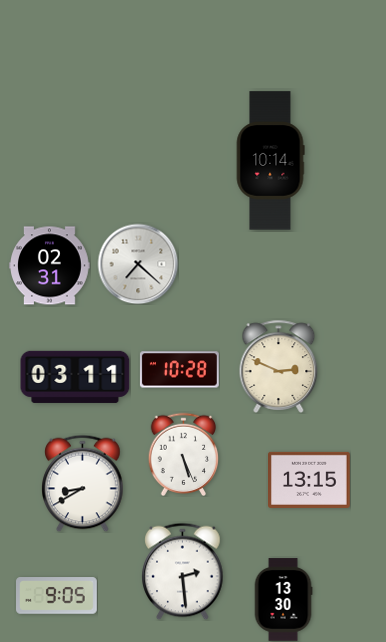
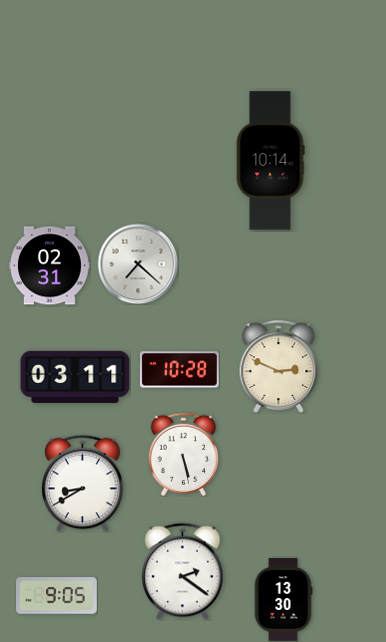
clock at (184, 454): 5:26 -> 5:28
clock at (310, 480): 13:15 -> none
clock at (183, 571): 2:29 -> 2:21
